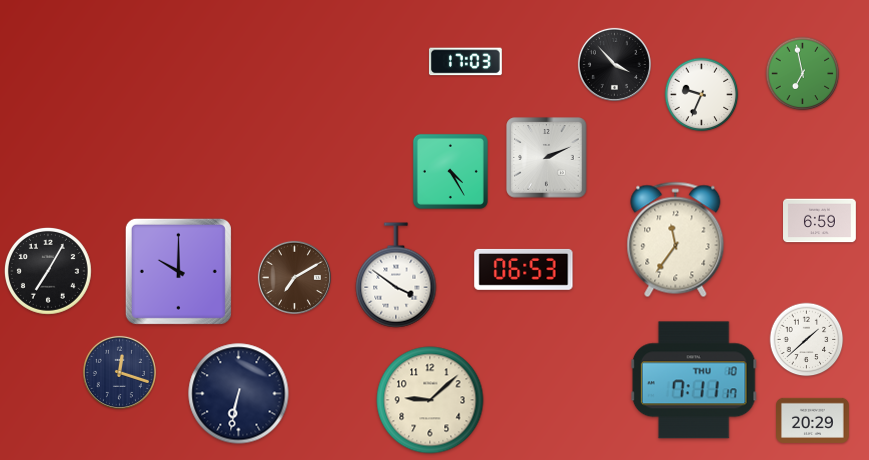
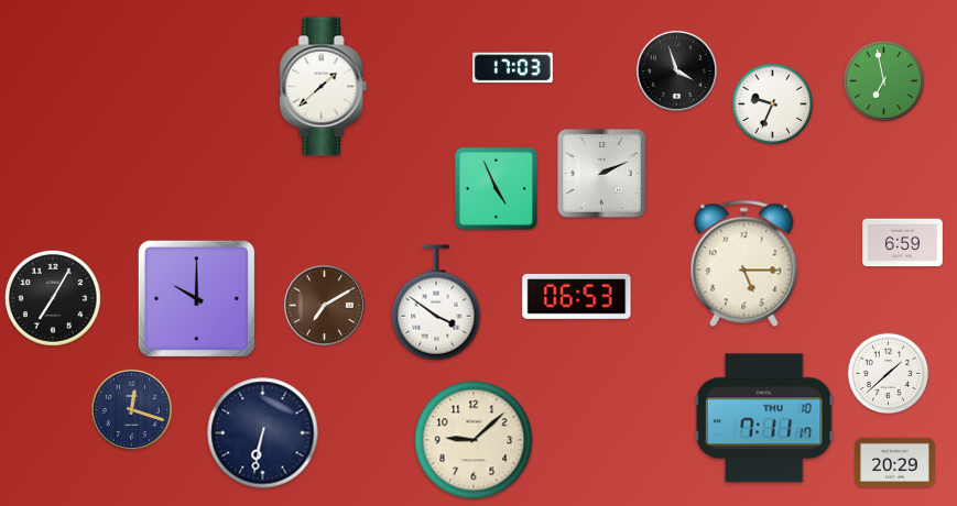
clock at (614, 64): 3:53 -> 3:57
clock at (324, 87): none -> 1:38
clock at (450, 171): 4:25 -> 4:56
clock at (676, 240): 11:36 -> 5:15
